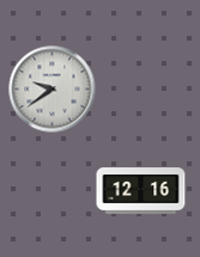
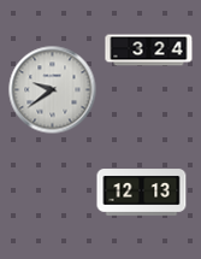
clock at (149, 51): none -> 3:24
clock at (141, 191): 12:16 -> 12:13
